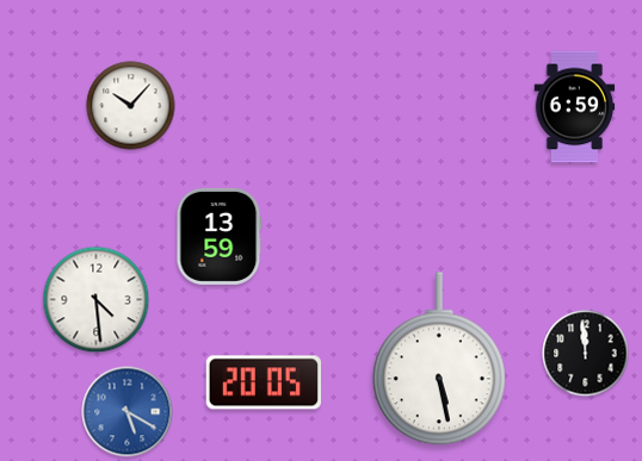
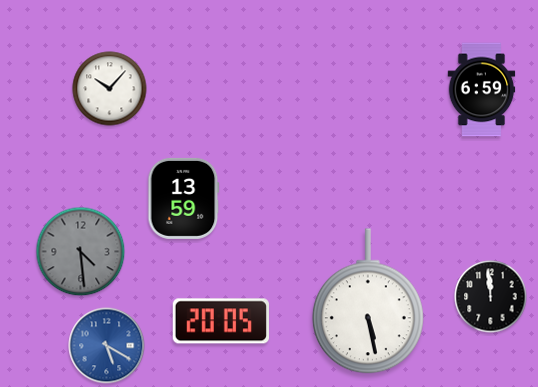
clock at (97, 300) dial: white -> grey
